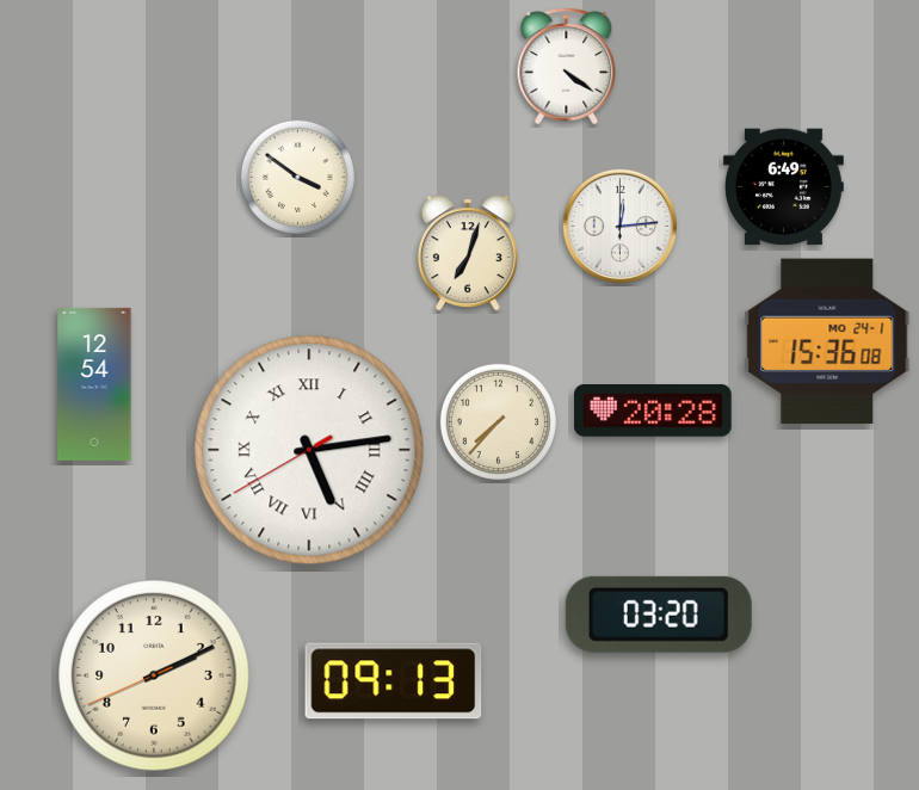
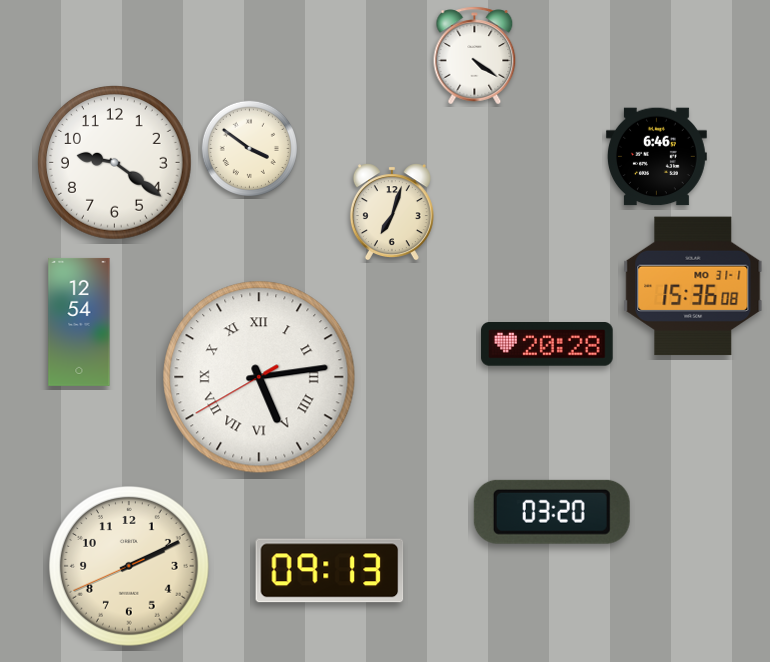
clock at (783, 187): 6:49 -> 6:46
clock at (115, 163): none -> 9:21
clock at (621, 227): 12:14 -> none
clock at (827, 341) date: MO 24-1 -> MO 31-1
clock at (498, 421): 7:37 -> none
clock at (659, 615) position: (659, 615) -> (552, 512)
